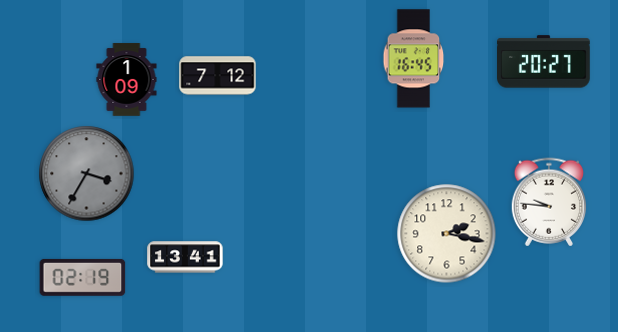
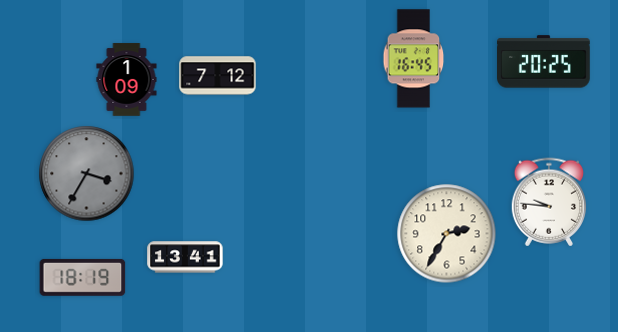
clock at (544, 62): 20:27 -> 20:25
clock at (447, 234): 2:17 -> 2:35
clock at (83, 277): 02:19 -> 18:19
